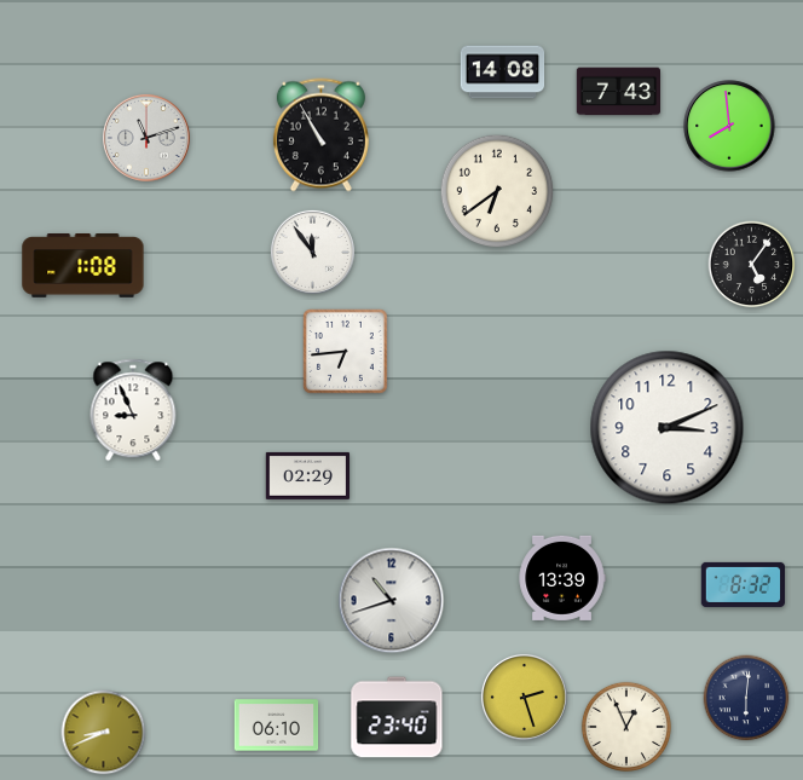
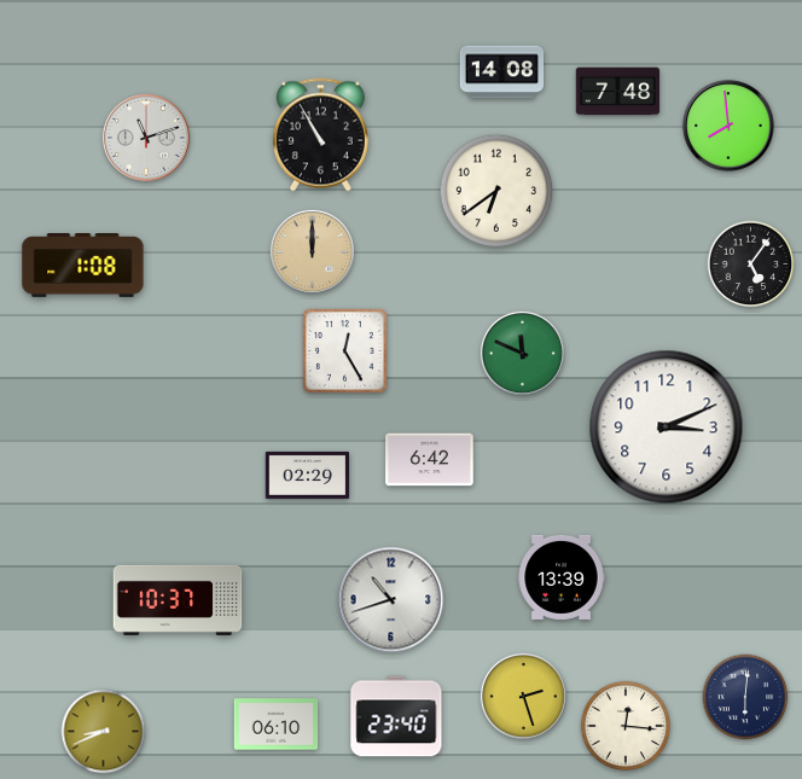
clock at (619, 92): 7:43 -> 7:48
clock at (312, 252): 11:54 -> 12:00
clock at (312, 252) dial: white -> champagne
clock at (346, 352): 6:44 -> 12:25
clock at (522, 353): none -> 11:49
clock at (133, 410): 8:56 -> none
clock at (430, 460): none -> 6:42
clock at (744, 584): 8:32 -> none
clock at (178, 600): none -> 10:37
clock at (626, 727): 12:56 -> 12:16
